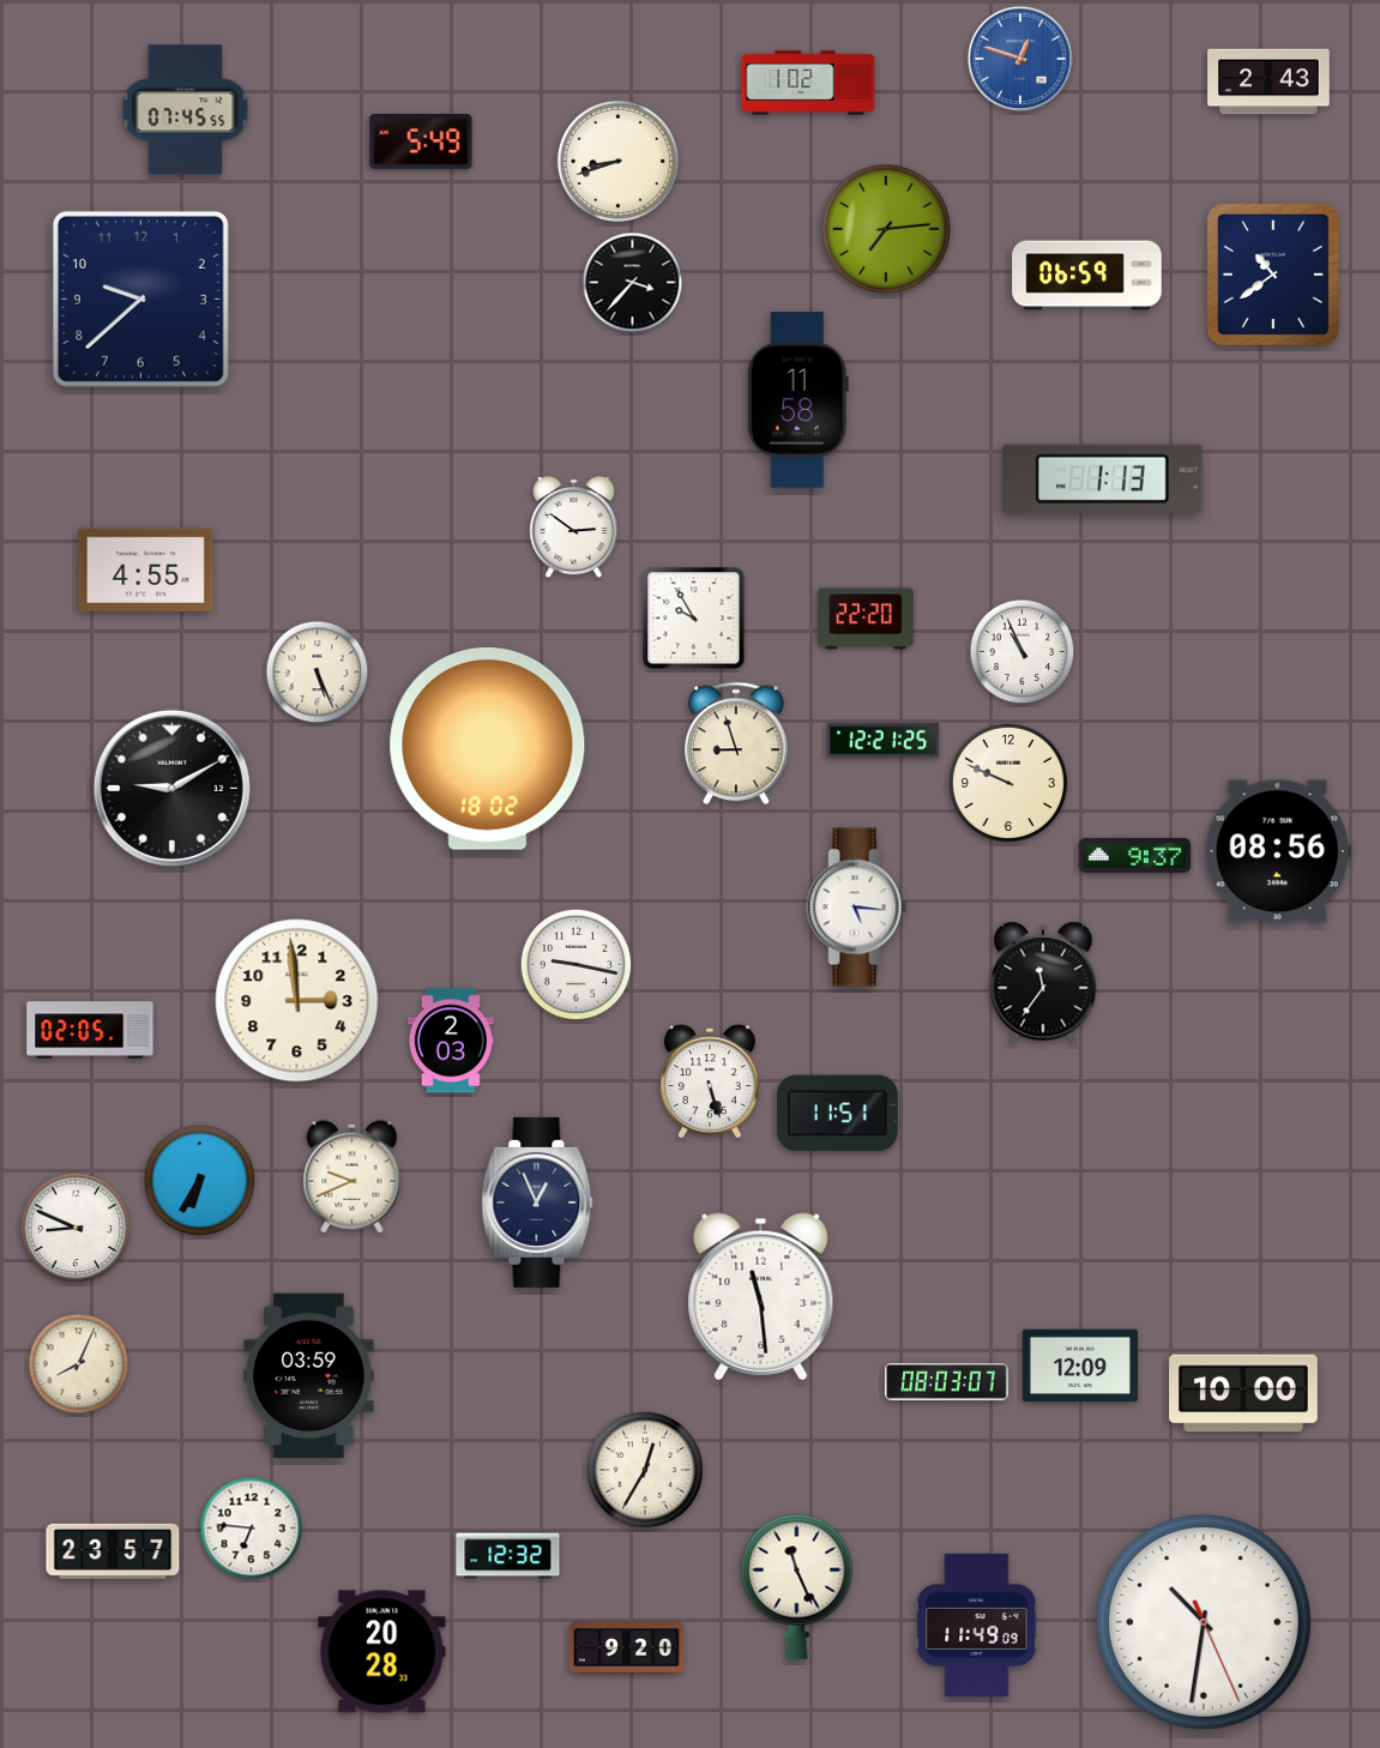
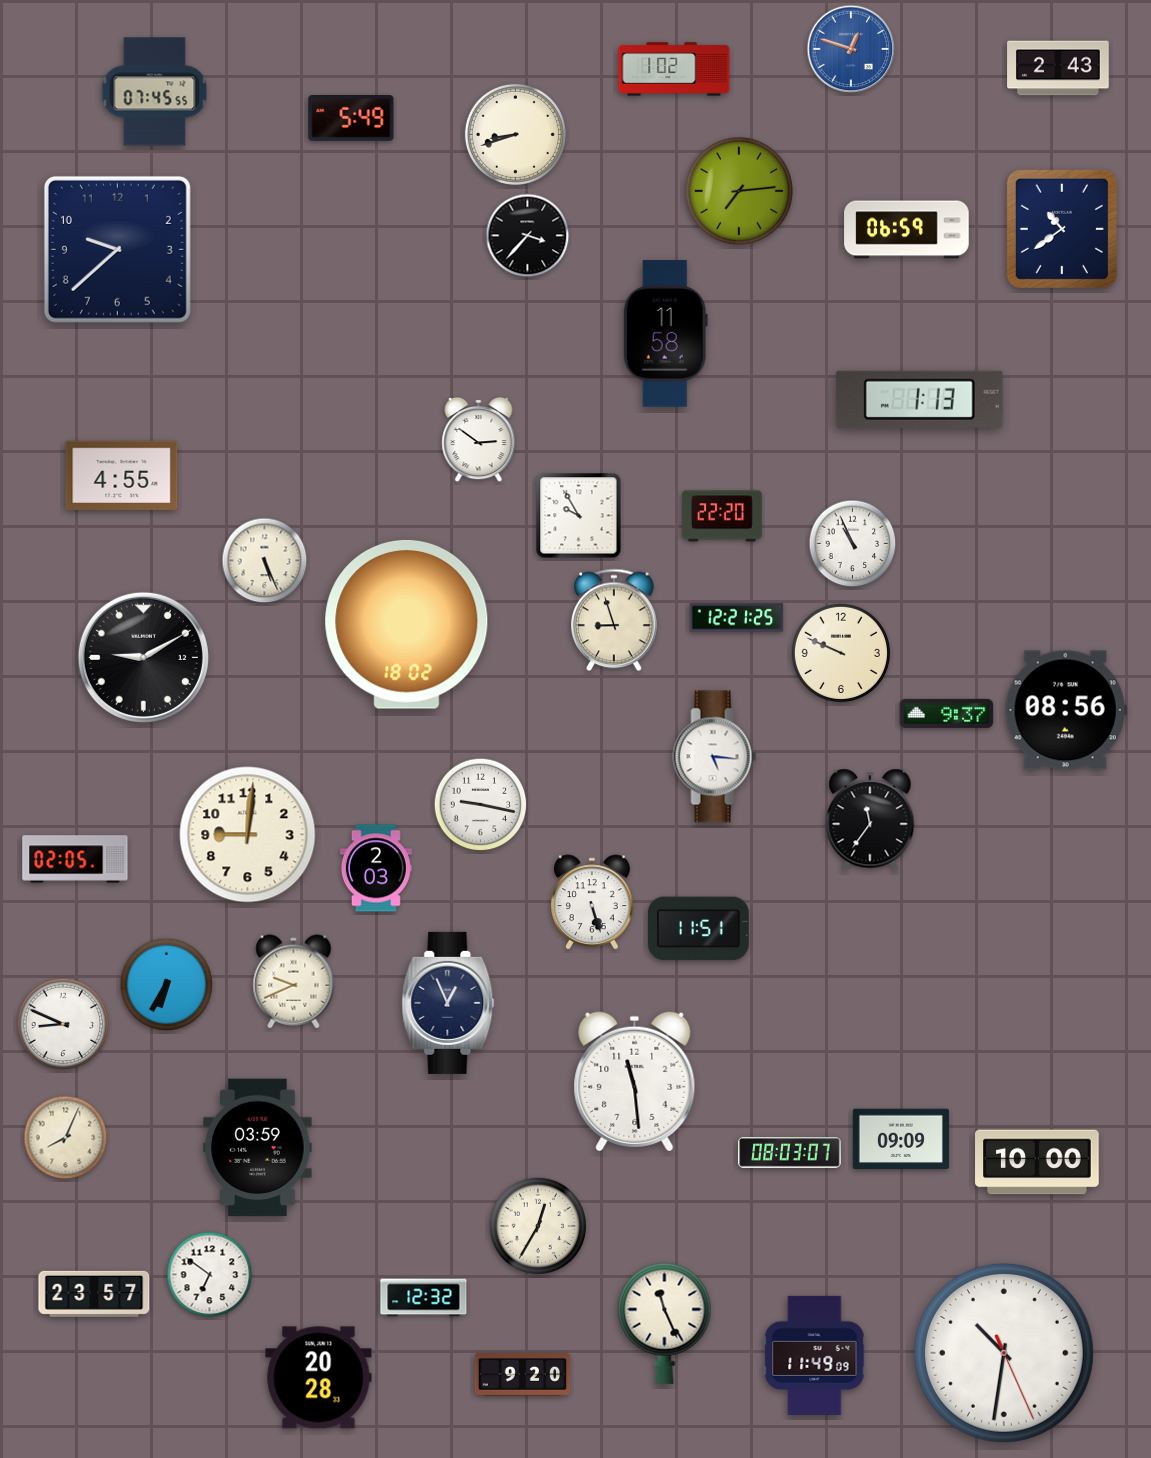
clock at (297, 1001): 2:59 -> 9:01
clock at (1079, 1366): 12:09 -> 09:09
clock at (252, 1529): 6:46 -> 6:51
